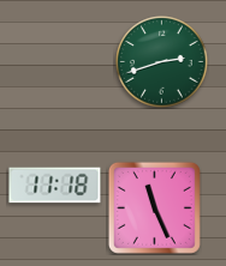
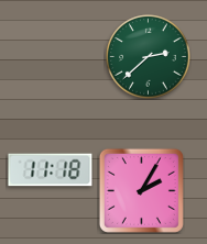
clock at (162, 62): 2:42 -> 2:38
clock at (154, 207): 11:26 -> 2:05
